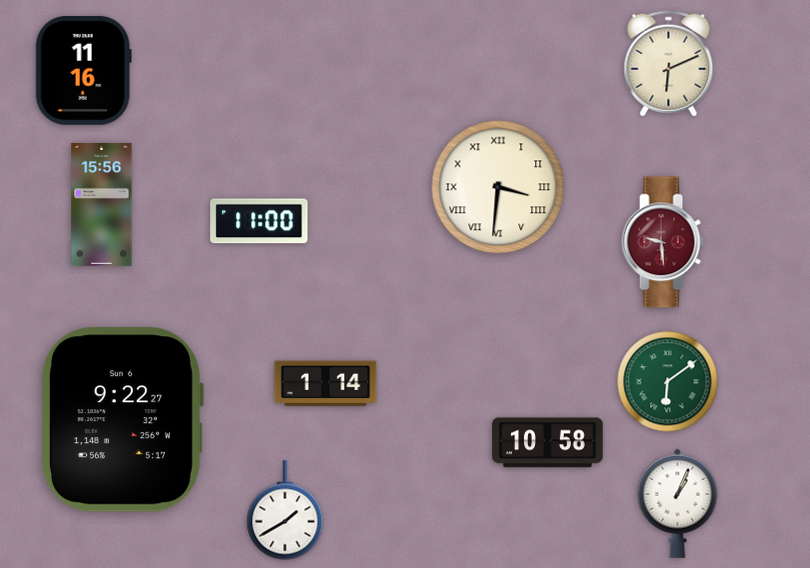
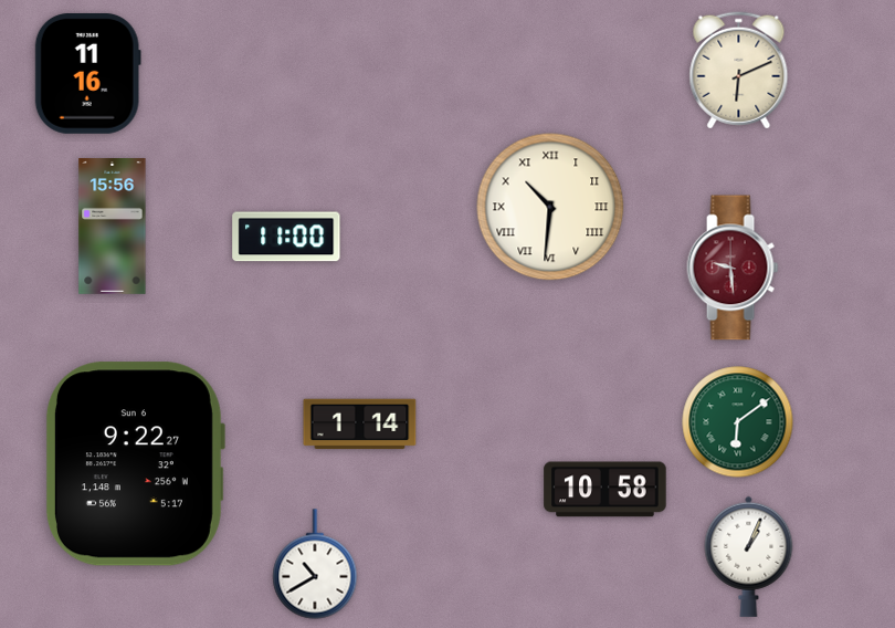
clock at (83, 70) position: (83, 70) -> (87, 73)
clock at (498, 187): 3:31 -> 10:31
clock at (259, 221) position: (259, 221) -> (286, 237)
clock at (285, 510): 1:40 -> 10:40
